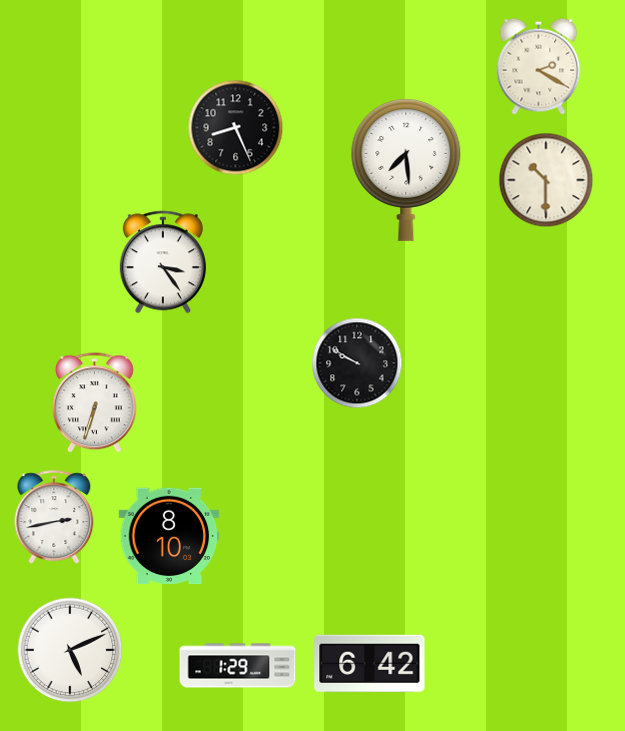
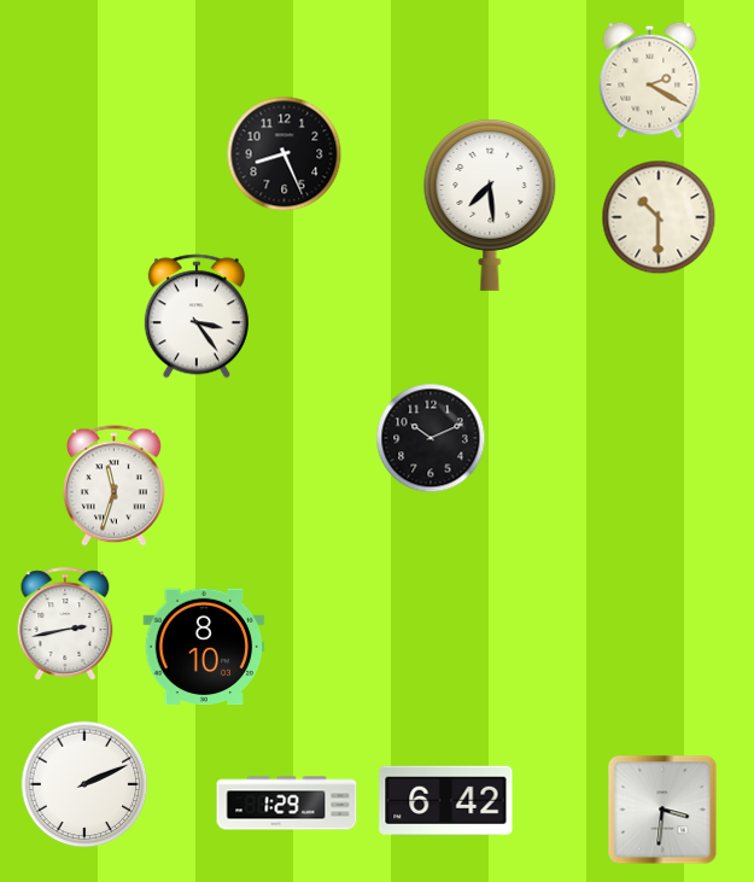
clock at (357, 363): 9:50 -> 10:11
clock at (94, 403): 6:33 -> 11:33
clock at (70, 650): 5:11 -> 2:11
clock at (662, 810): none -> 3:31
